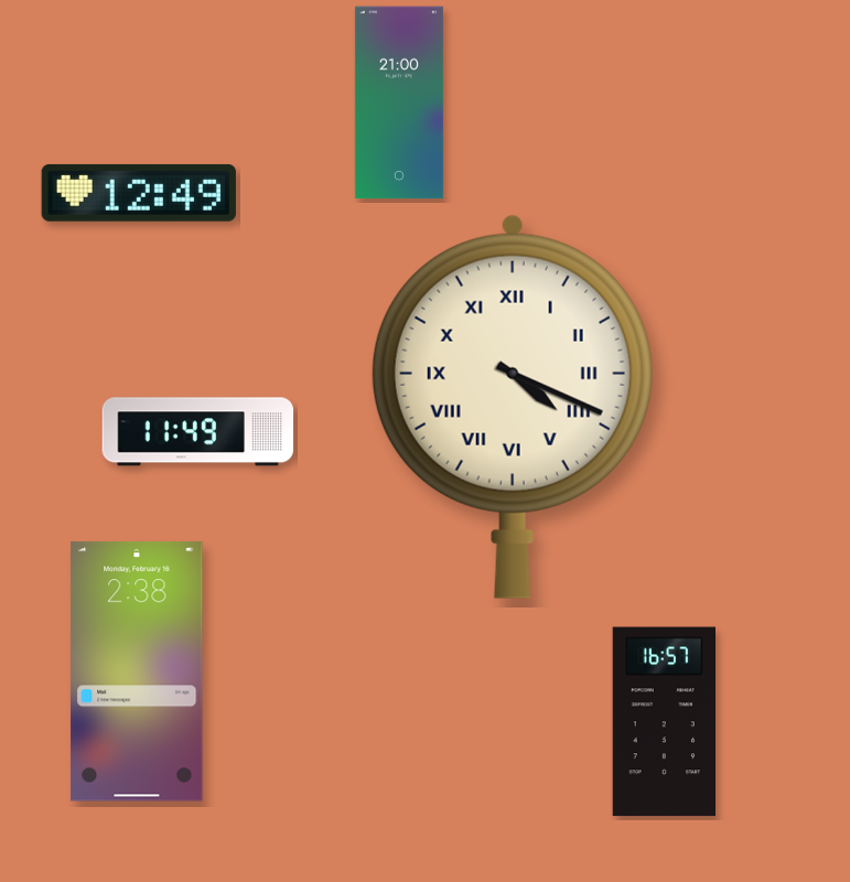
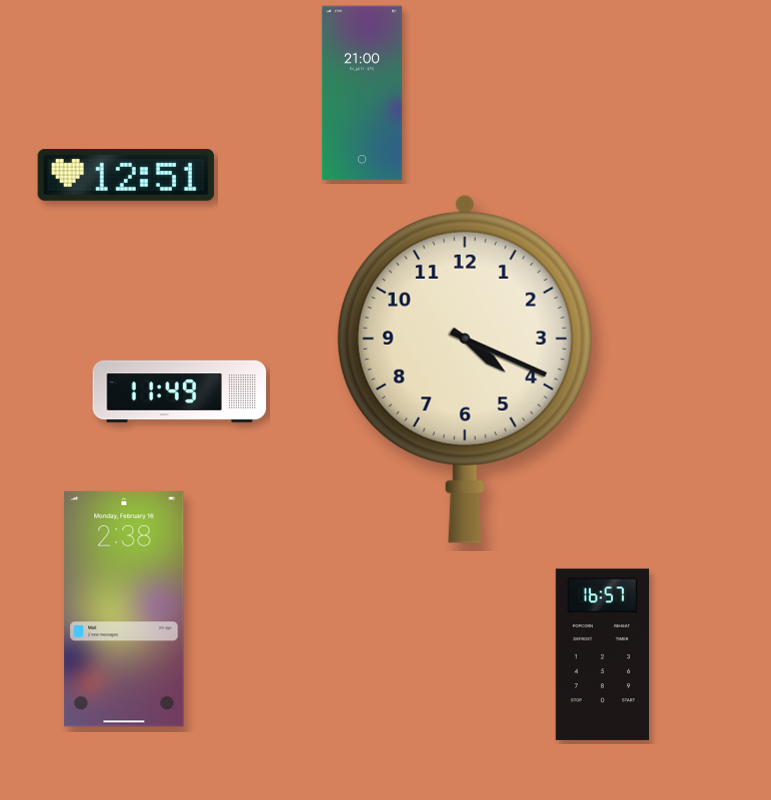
clock at (139, 193): 12:49 -> 12:51
clock at (513, 407) numerals: Roman -> Arabic
